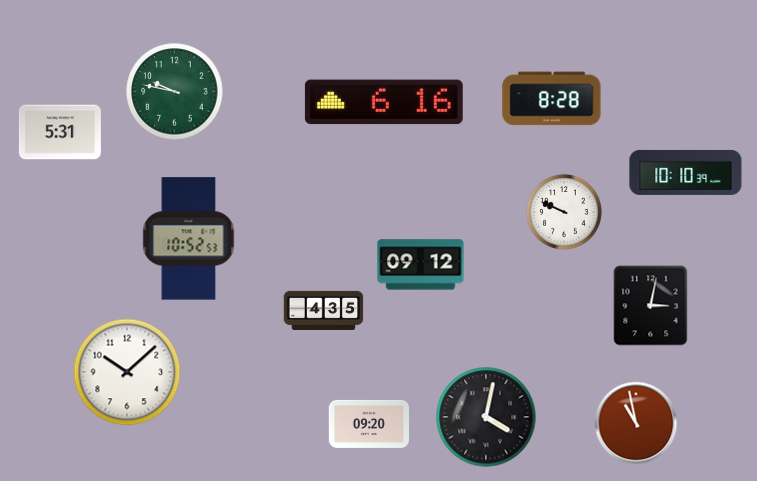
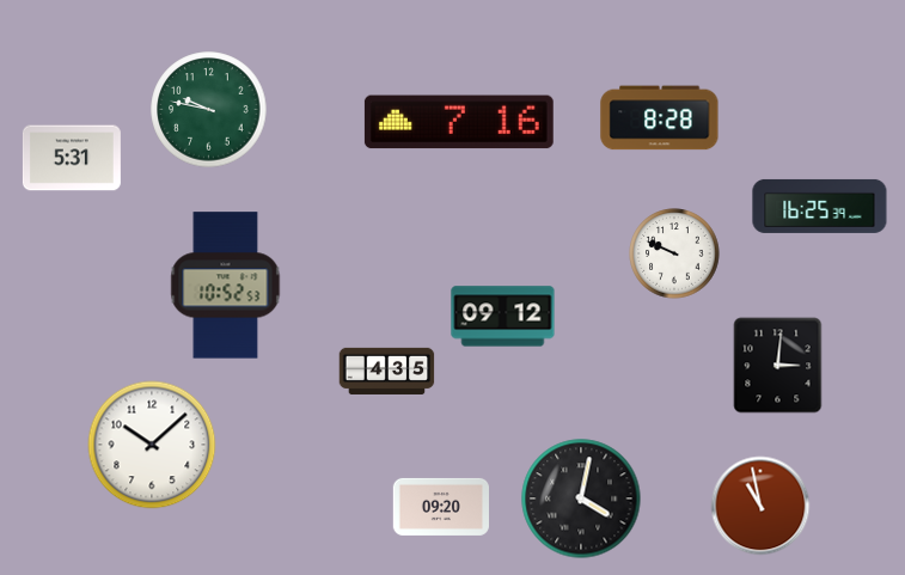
clock at (384, 102): 6:16 -> 7:16
clock at (686, 172): 10:10 -> 16:25
clock at (651, 306): 3:02 -> 3:01
